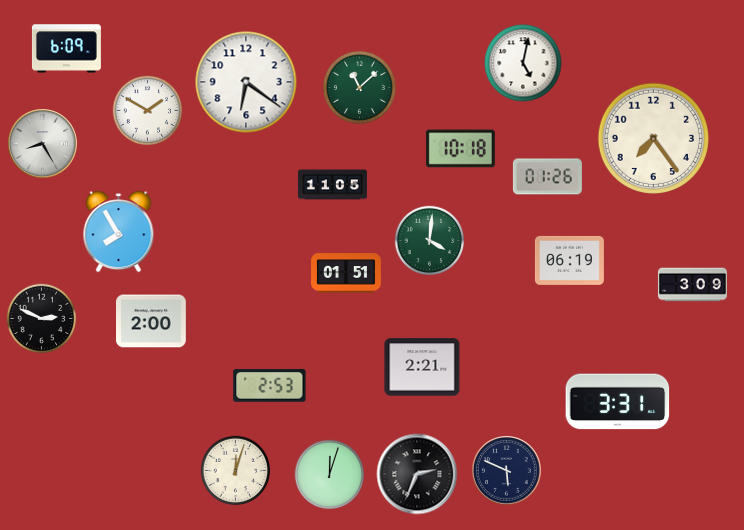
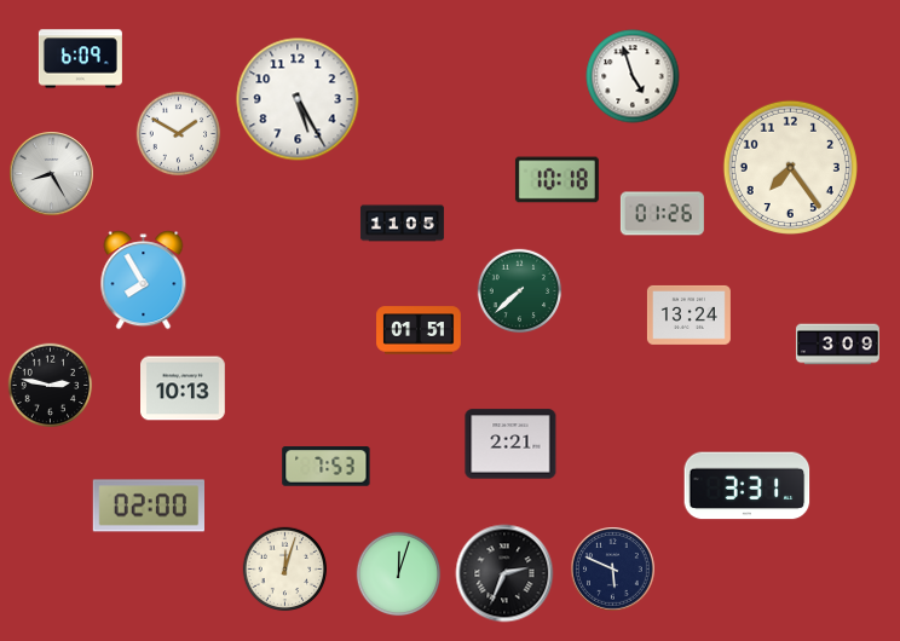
clock at (523, 63): 5:02 -> 4:57
clock at (246, 82): 6:21 -> 5:25
clock at (359, 87): 11:08 -> none
clock at (430, 241): 4:01 -> 7:38
clock at (569, 260): 06:19 -> 13:24
clock at (42, 319): 2:49 -> 2:47
clock at (152, 321): 2:00 -> 10:13
clock at (270, 386): 2:53 -> 7:53
clock at (148, 506): none -> 02:00
